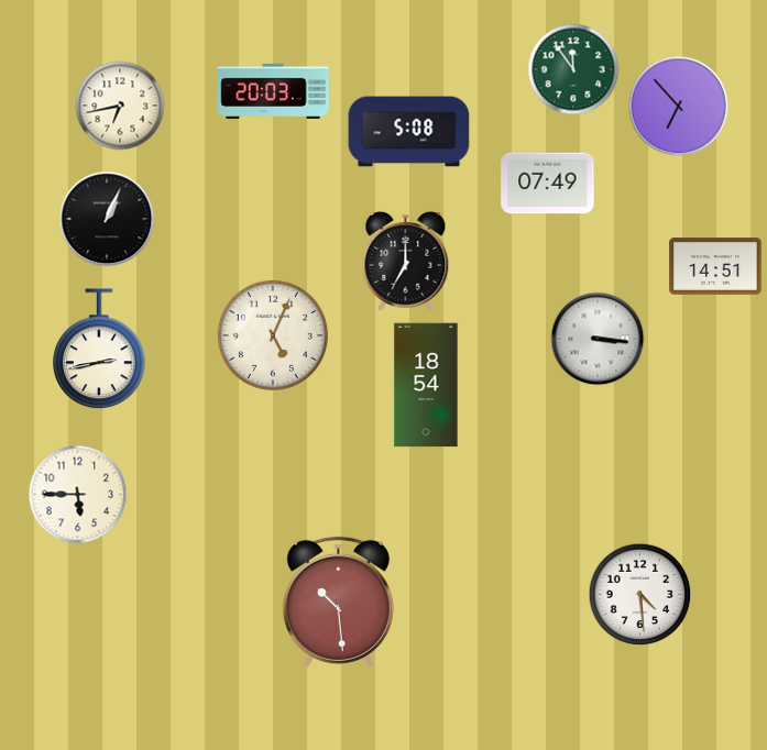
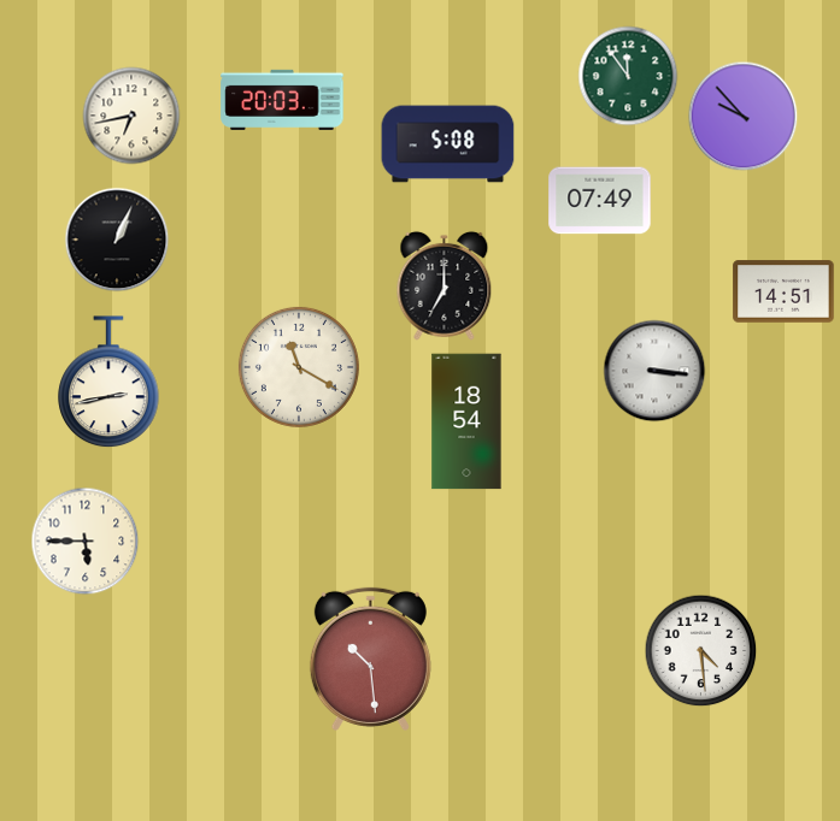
clock at (273, 91) position: (273, 91) -> (282, 100)
clock at (679, 107): 6:53 -> 9:53
clock at (273, 335): 5:04 -> 11:20
